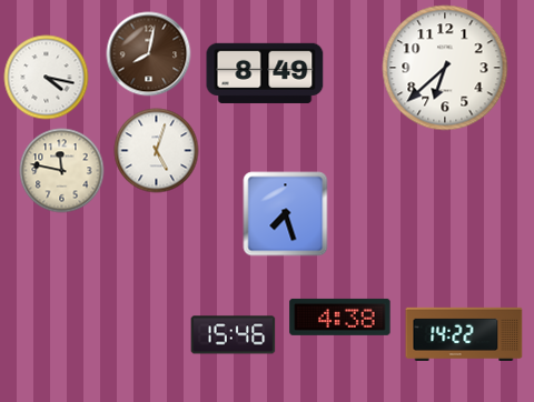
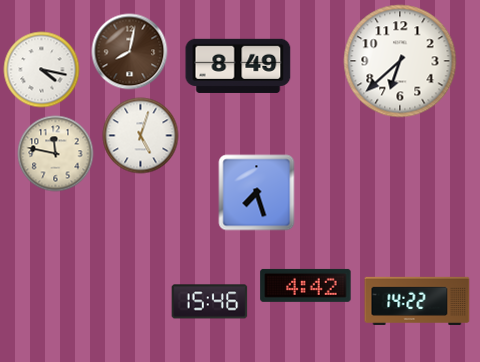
clock at (149, 54) position: (149, 54) -> (130, 52)
clock at (340, 316): 4:38 -> 4:42
